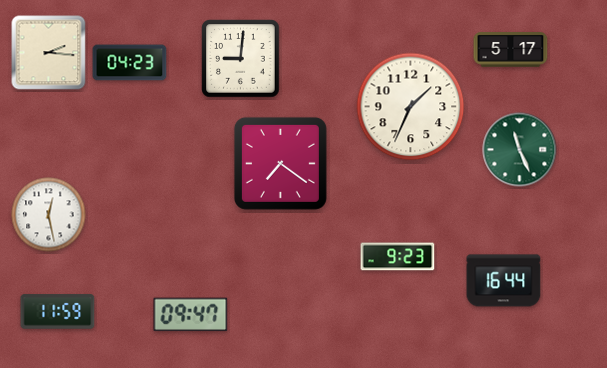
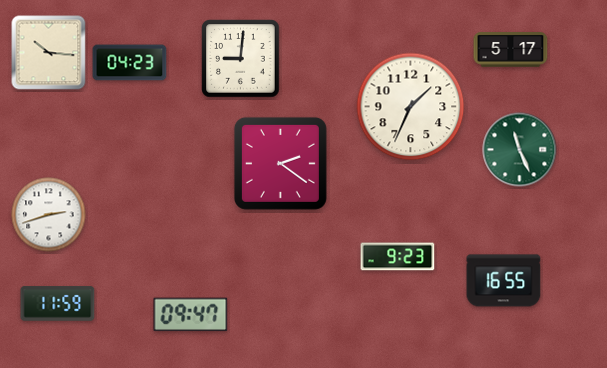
clock at (49, 53): 2:16 -> 10:16
clock at (280, 163): 7:21 -> 2:21
clock at (49, 215): 12:28 -> 2:42
clock at (504, 281): 16:44 -> 16:55
clock at (58, 312) position: (58, 312) -> (58, 304)
